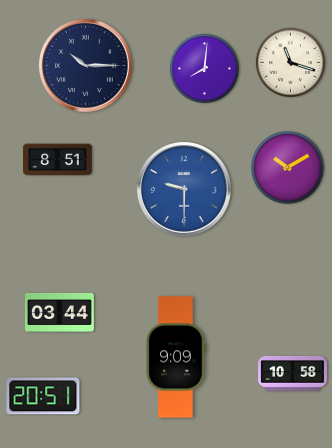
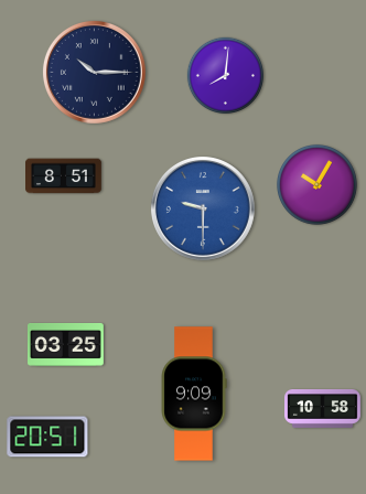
clock at (290, 62): 11:18 -> none
clock at (288, 168): 10:10 -> 10:05
clock at (60, 312): 03:44 -> 03:25
clock at (293, 374) position: (293, 374) -> (323, 409)
